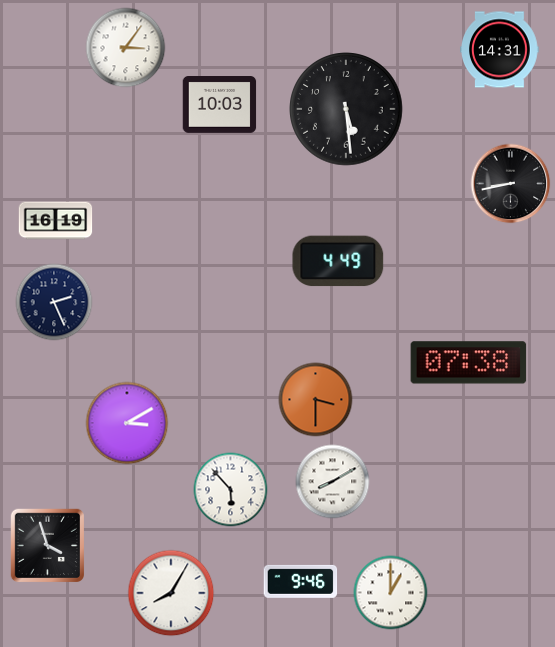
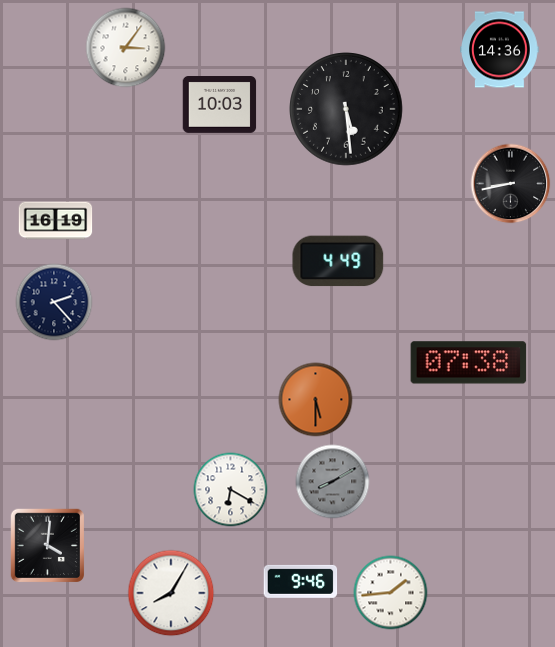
clock at (500, 50): 14:31 -> 14:36
clock at (54, 302): 2:26 -> 2:23
clock at (316, 400): 3:30 -> 5:30
clock at (127, 423): 3:10 -> none
clock at (333, 482) dial: white -> grey
clock at (231, 490): 5:53 -> 6:20
clock at (47, 545): 3:57 -> 4:01
clock at (391, 593): 1:00 -> 1:44
